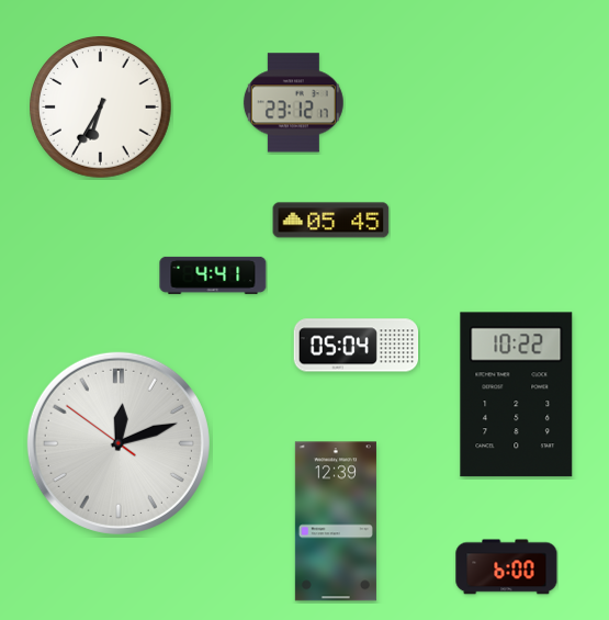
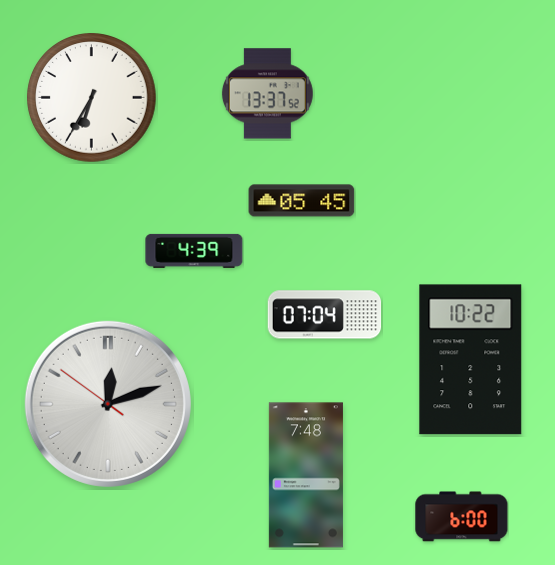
clock at (293, 103): 23:12 -> 13:37
clock at (213, 275): 4:41 -> 4:39
clock at (357, 346): 05:04 -> 07:04
clock at (336, 521): 12:39 -> 7:48
